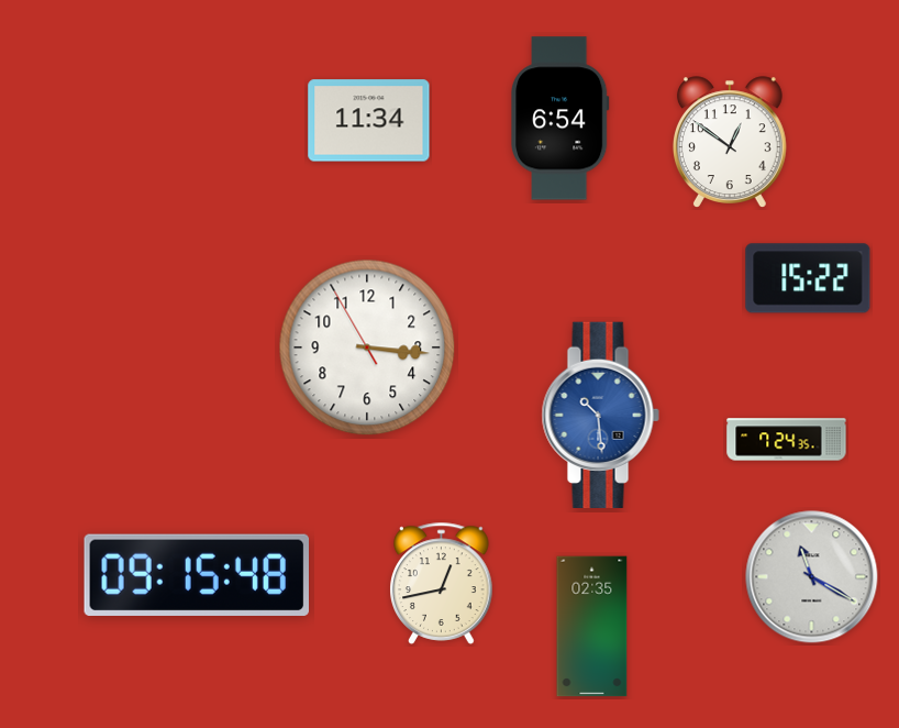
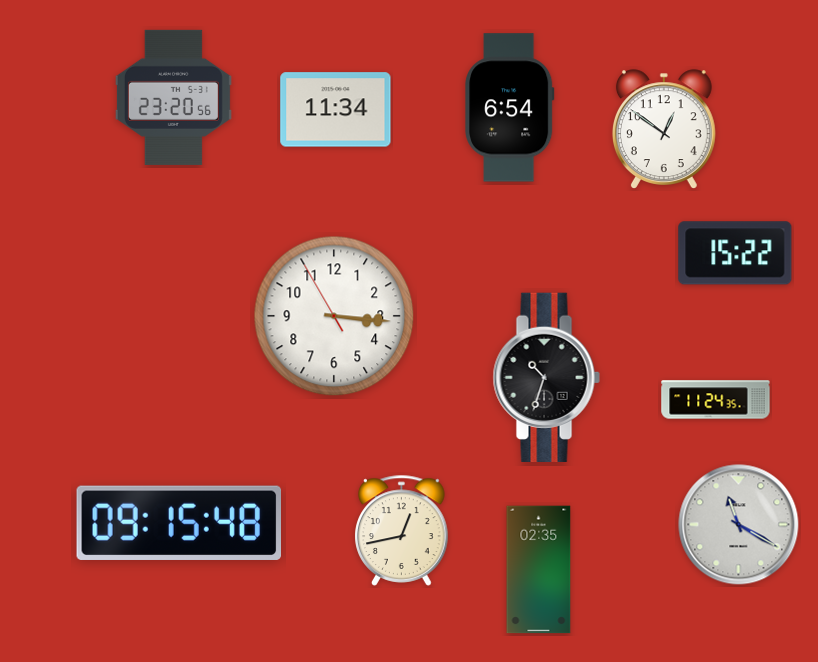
clock at (173, 97): none -> 23:20
clock at (600, 415): 10:29 -> 10:33
clock at (600, 415) dial: blue -> black
clock at (787, 440): 7:24 -> 11:24
